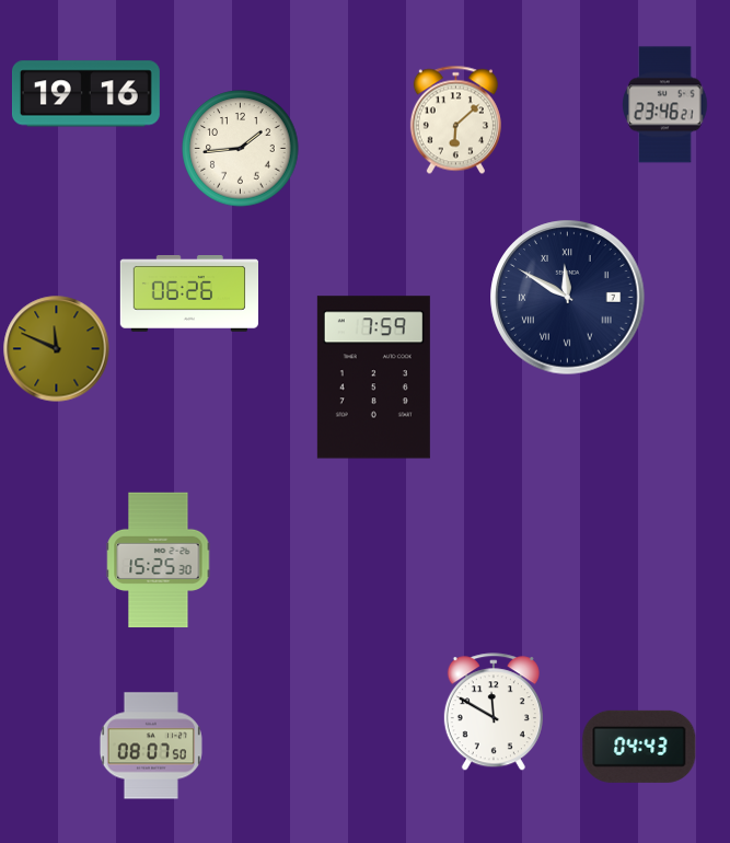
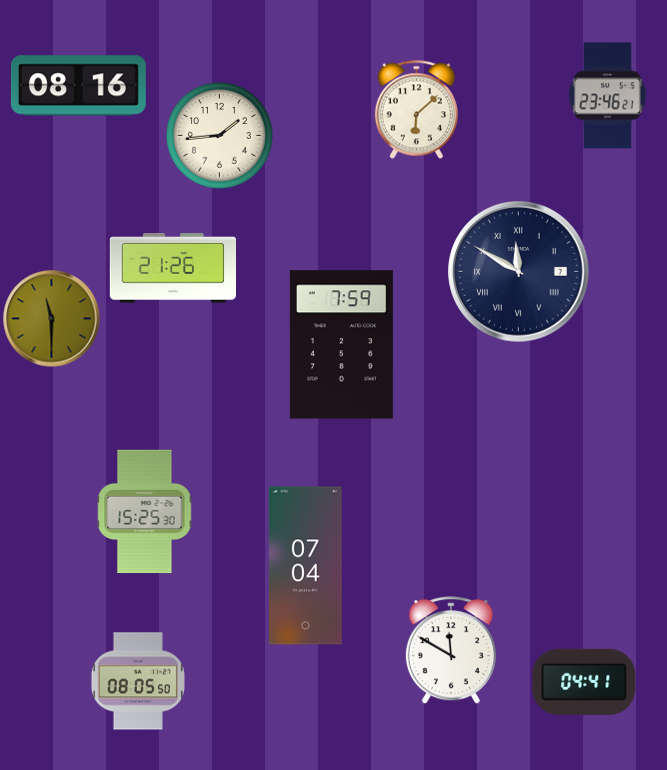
clock at (85, 94): 19:16 -> 08:16
clock at (188, 295): 06:26 -> 21:26
clock at (57, 349): 11:49 -> 11:30
clock at (305, 566): none -> 07:04
clock at (151, 746): 08:07 -> 08:05
clock at (639, 747): 04:43 -> 04:41
